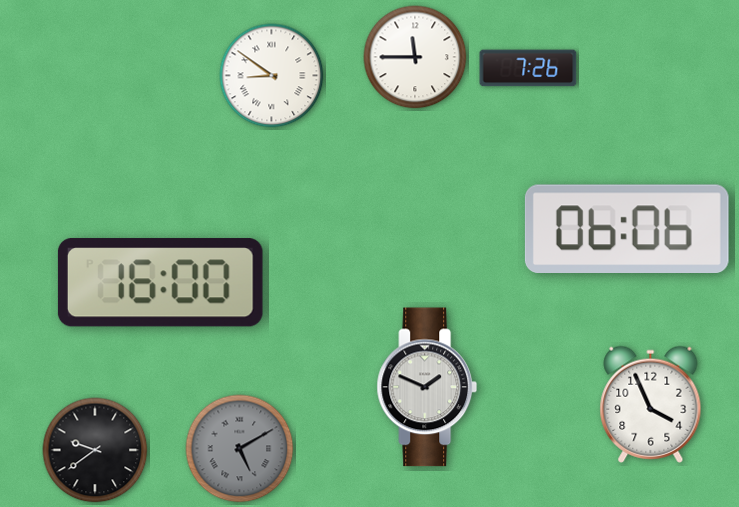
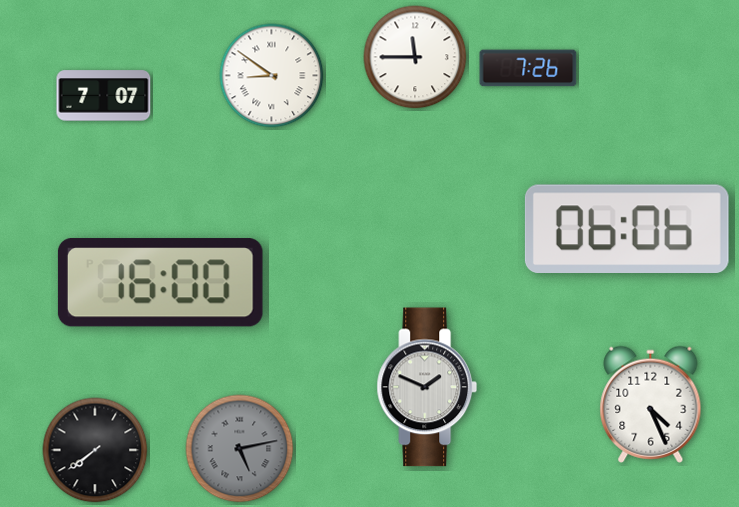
clock at (104, 96): none -> 7:07
clock at (651, 404): 3:56 -> 4:26
clock at (240, 449): 5:10 -> 5:13
clock at (95, 450): 9:39 -> 7:39
